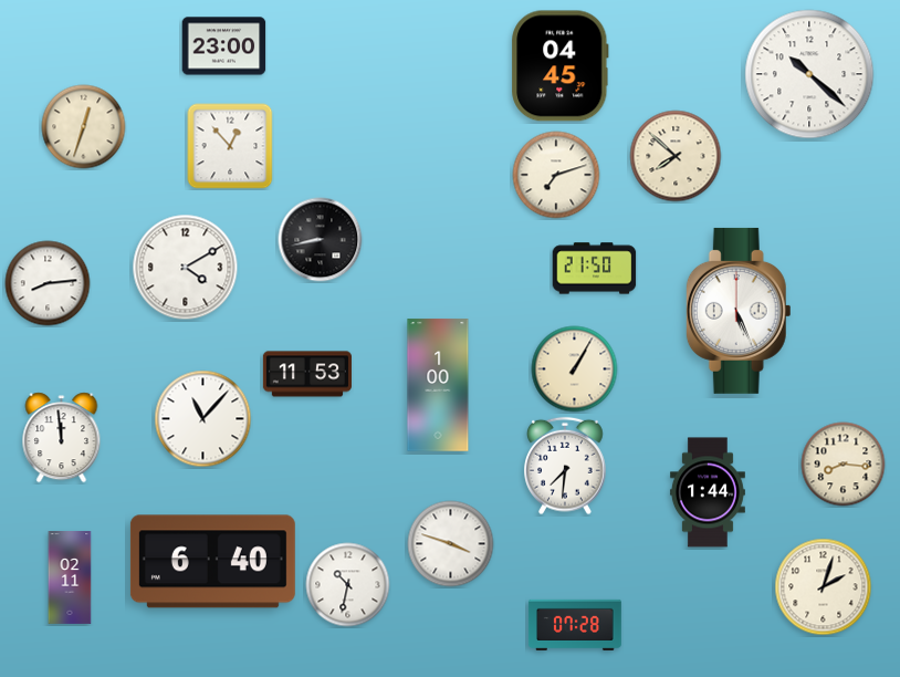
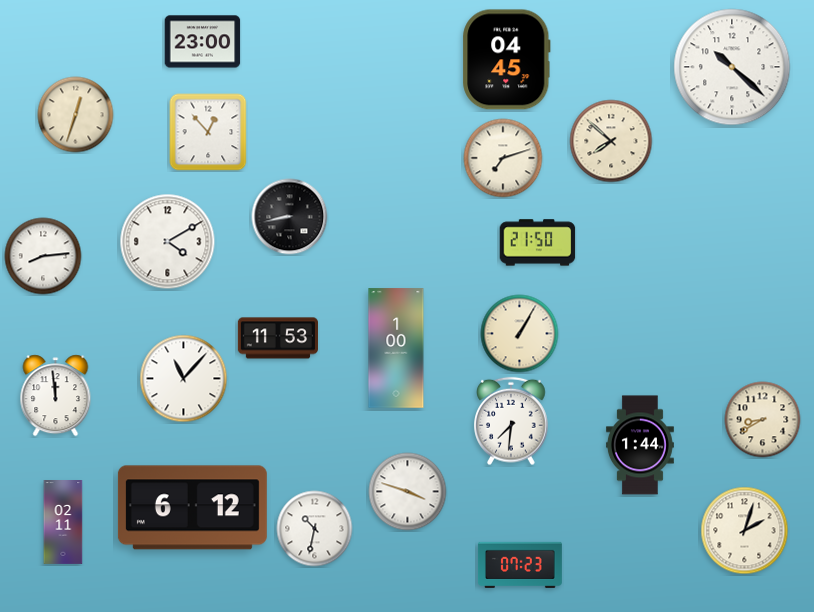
clock at (739, 311): 5:26 -> none
clock at (844, 465): 8:16 -> 8:40
clock at (212, 562): 6:40 -> 6:12
clock at (575, 625): 07:28 -> 07:23
